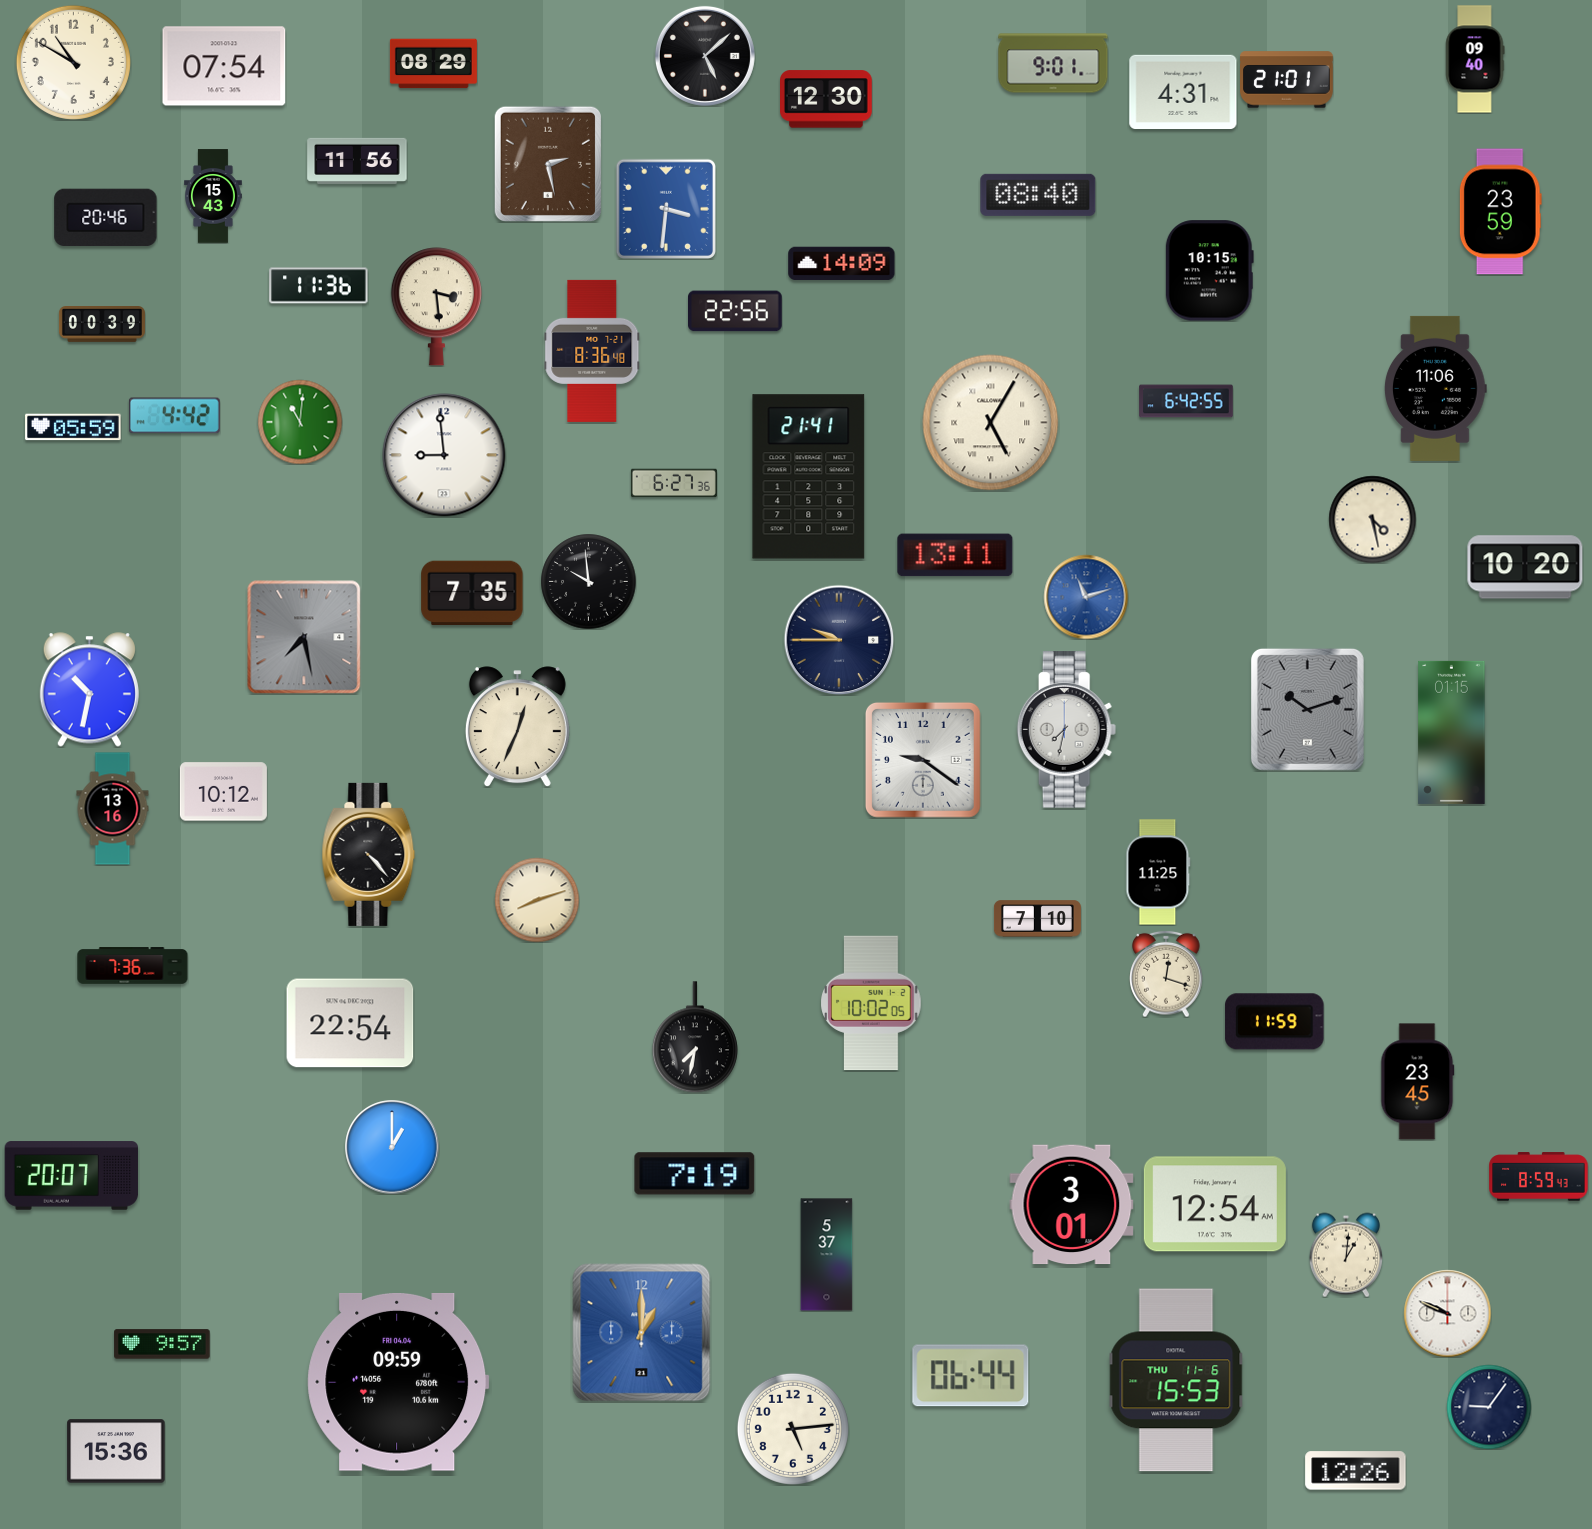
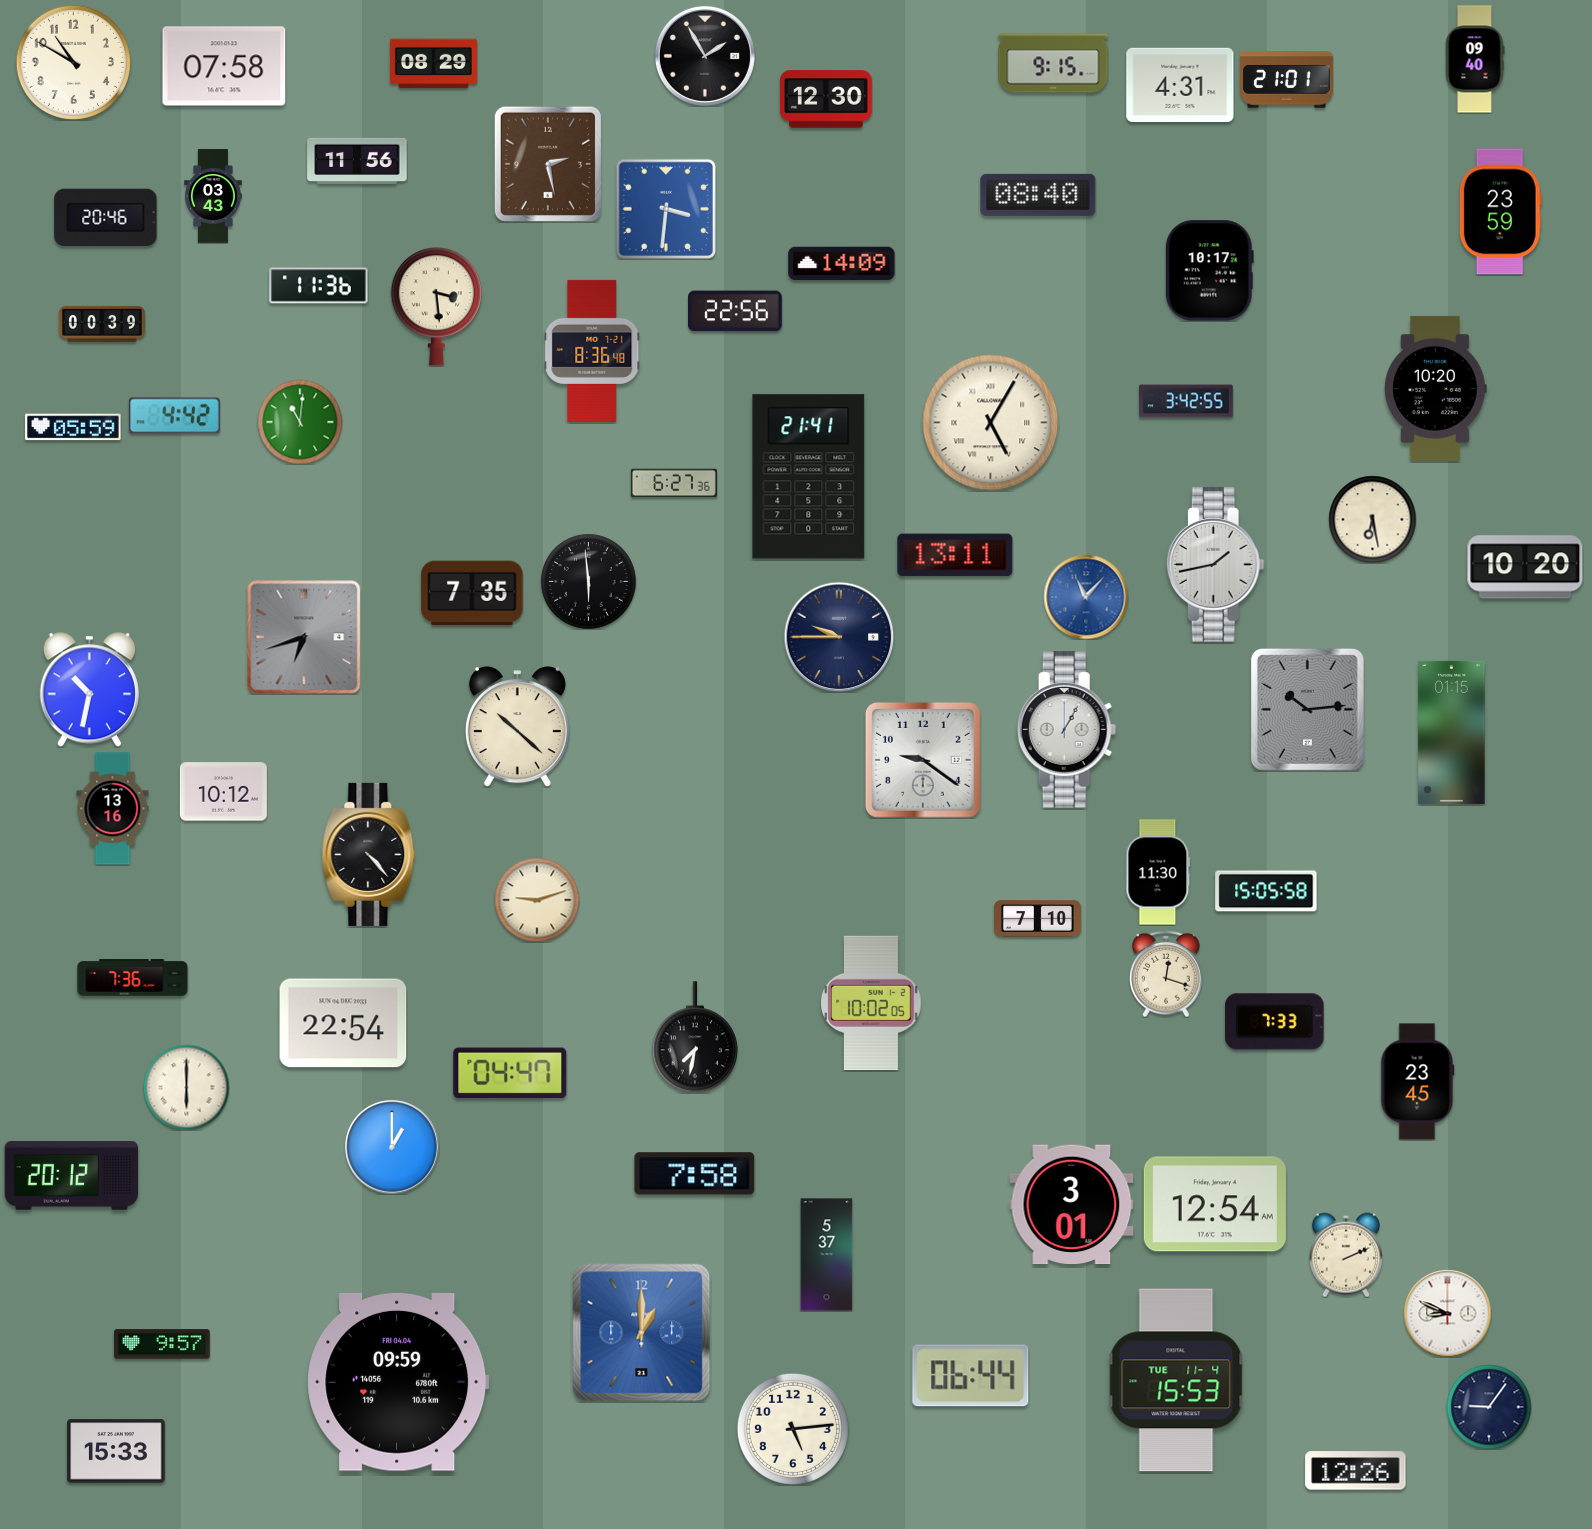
clock at (705, 56): 5:08 -> 1:55
clock at (1053, 63): 9:01 -> 9:15
clock at (224, 66): 07:54 -> 07:58
clock at (1183, 91) position: (1183, 91) -> (1180, 84)
clock at (214, 196): 15:43 -> 03:43
clock at (1209, 271): 10:15 -> 10:17
clock at (1436, 388): 11:06 -> 10:20
clock at (1186, 401): 6:42 -> 3:42
clock at (444, 455): 8:59 -> none
clock at (1372, 519): 4:28 -> 6:28
clock at (1215, 565): none -> 1:43
clock at (588, 581): 9:59 -> 5:59
clock at (1086, 597): 11:12 -> 11:07
clock at (304, 637): 7:28 -> 6:42
clock at (839, 640) position: (839, 640) -> (839, 637)
clock at (1307, 709): 10:12 -> 10:14
clock at (517, 727): 12:34 -> 10:22
clock at (1067, 730): 7:32 -> 1:05
clock at (1158, 872): 11:25 -> 11:30
clock at (1266, 891): none -> 15:05
clock at (537, 900): 8:12 -> 9:12
clock at (133, 966) position: (133, 966) -> (133, 978)
clock at (1275, 1022): 11:59 -> 7:33
clock at (350, 1023) position: (350, 1023) -> (343, 1023)
clock at (510, 1073): none -> 04:47
clock at (186, 1087): none -> 6:00
clock at (695, 1174): 7:19 -> 7:58
clock at (72, 1176): 20:07 -> 20:12
clock at (1539, 1177): 8:59 -> none
clock at (1346, 1255): 1:01 -> 2:11
clock at (1447, 1313): 9:49 -> 8:49
clock at (1176, 1380) date: THU 11-6 -> TUE 11-4
clock at (116, 1451): 15:36 -> 15:33
